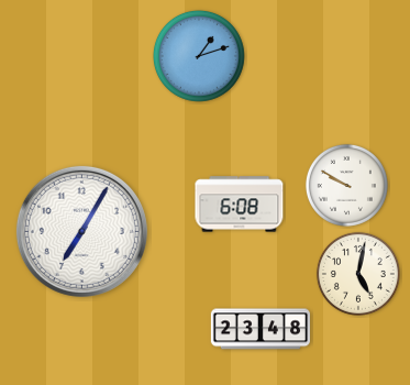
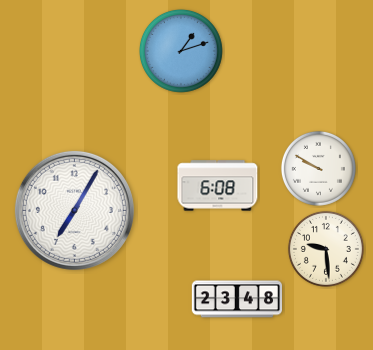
clock at (346, 185) position: (346, 185) -> (318, 168)
clock at (358, 274): 5:02 -> 9:29
